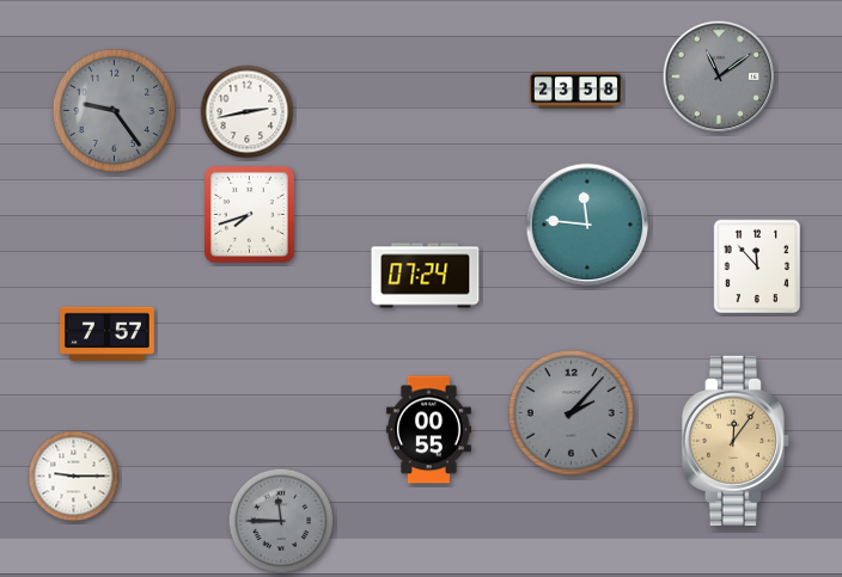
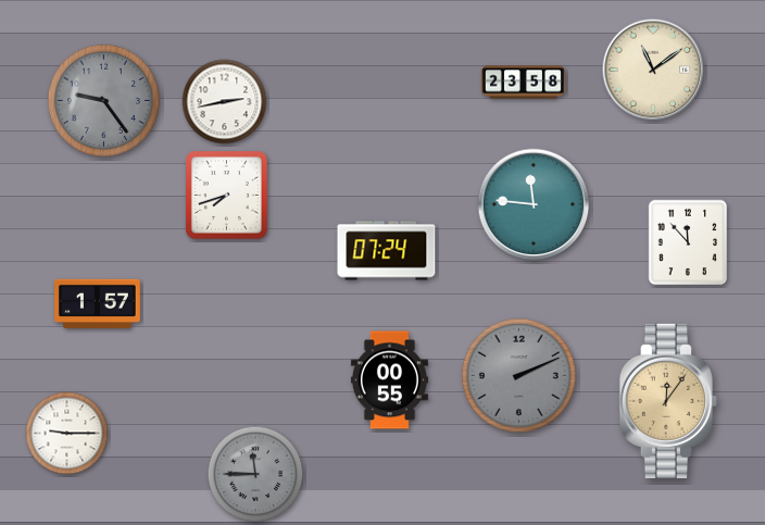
clock at (719, 76) dial: grey -> cream
clock at (108, 333): 7:57 -> 1:57
clock at (571, 412): 2:07 -> 2:11
clock at (428, 430) position: (428, 430) -> (389, 380)
